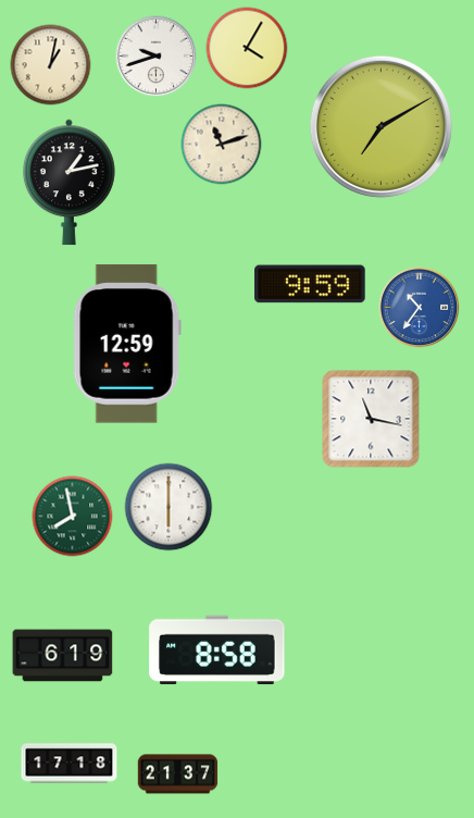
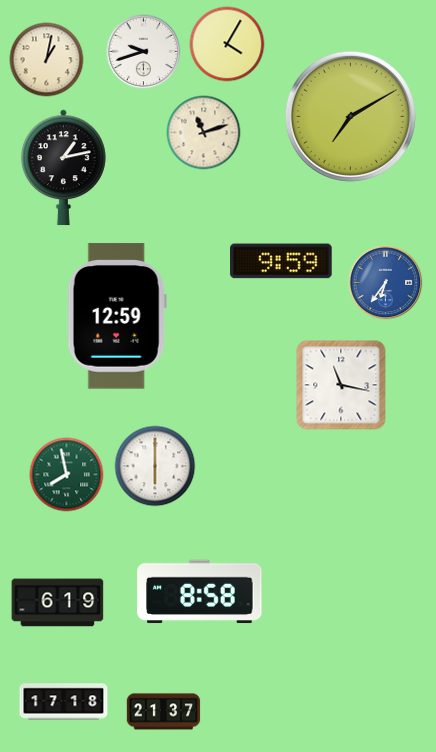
clock at (310, 284) position: (310, 284) -> (281, 261)
clock at (420, 308): 10:36 -> 6:36
clock at (217, 650) position: (217, 650) -> (200, 592)
